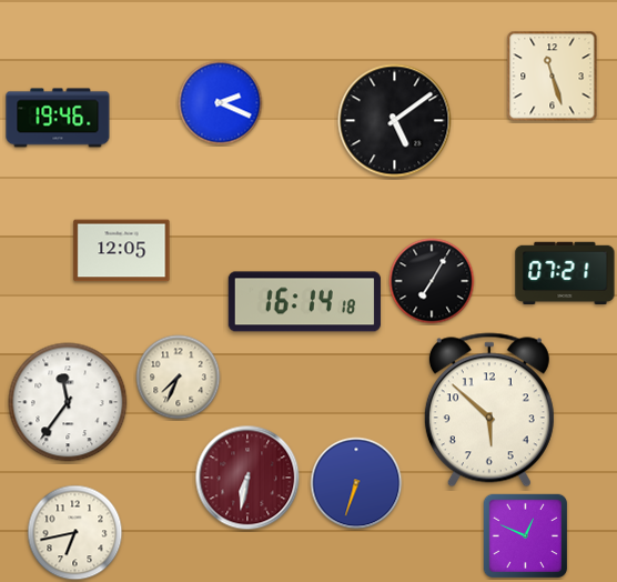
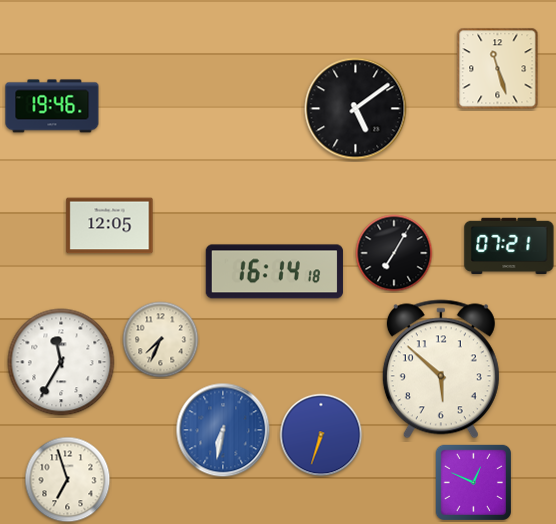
clock at (221, 103): 2:19 -> none
clock at (432, 281) position: (432, 281) -> (394, 253)
clock at (68, 402): 11:36 -> 11:35
clock at (247, 478) dial: burgundy -> blue
clock at (75, 533): 6:43 -> 6:57
